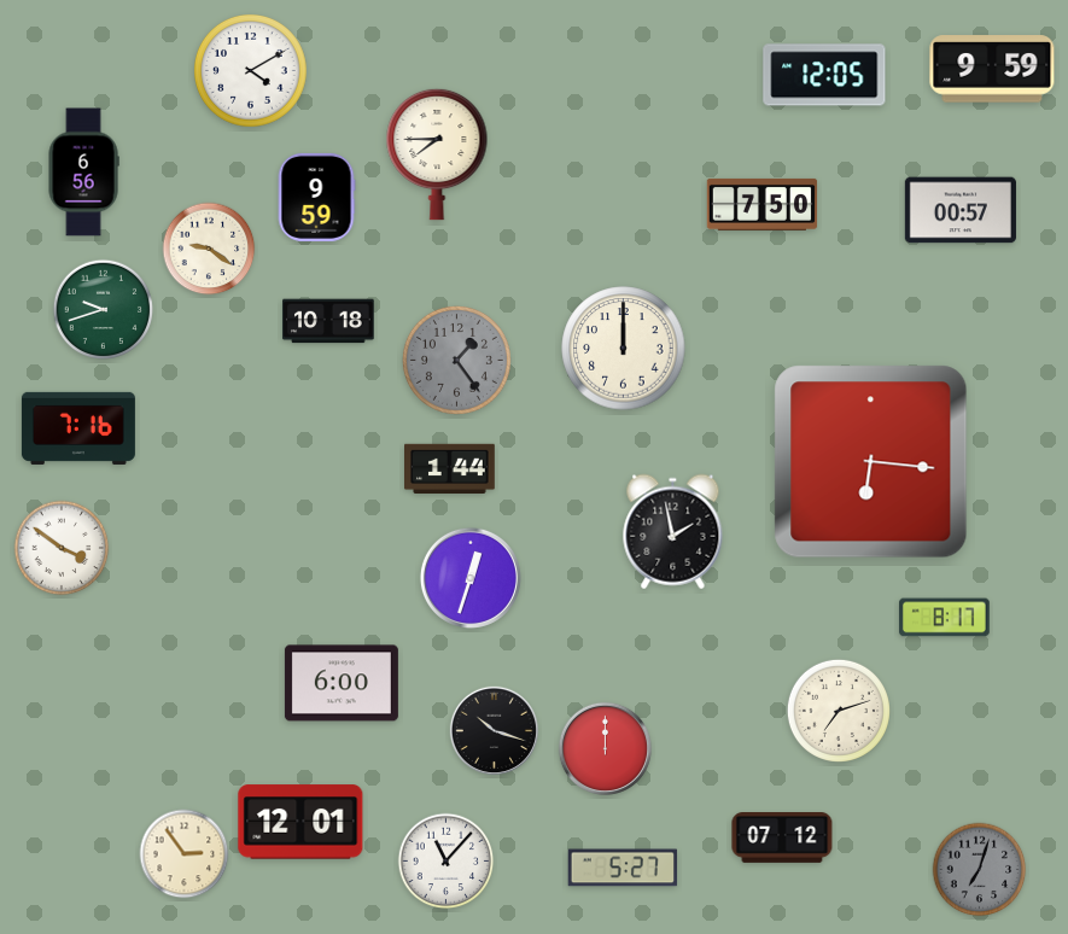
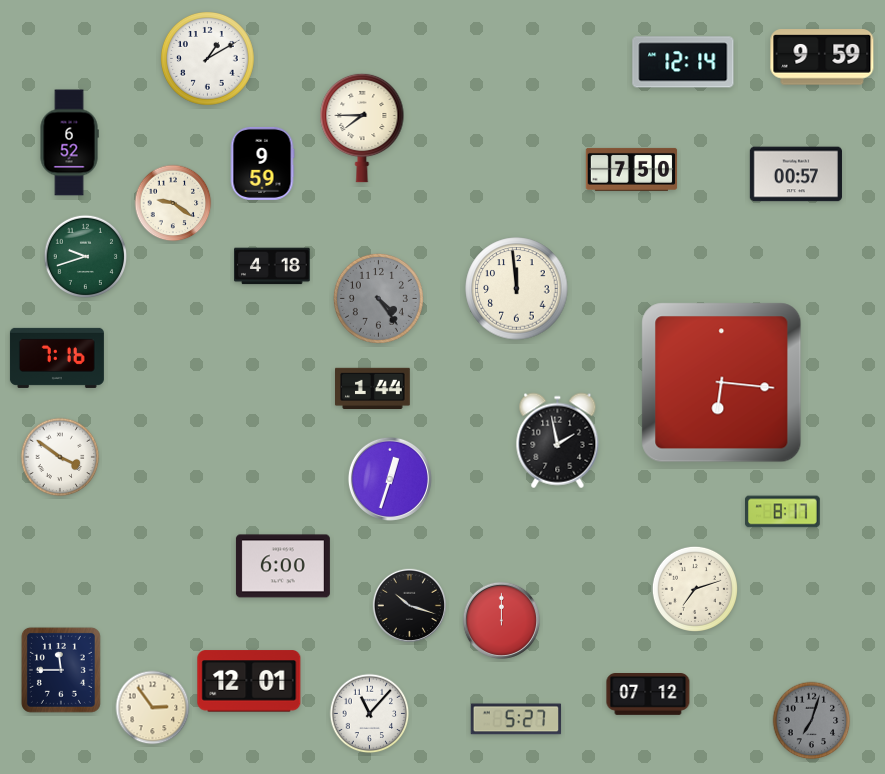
clock at (251, 71): 4:10 -> 1:10
clock at (824, 75): 12:05 -> 12:14
clock at (83, 173): 6:56 -> 6:52
clock at (209, 249) position: (209, 249) -> (173, 203)
clock at (328, 321): 10:18 -> 4:18
clock at (624, 349): 12:00 -> 11:59
clock at (456, 360): 1:24 -> 4:24
clock at (78, 428) position: (78, 428) -> (57, 358)
clock at (62, 548) position: (62, 548) -> (60, 457)
clock at (61, 670): none -> 11:45
